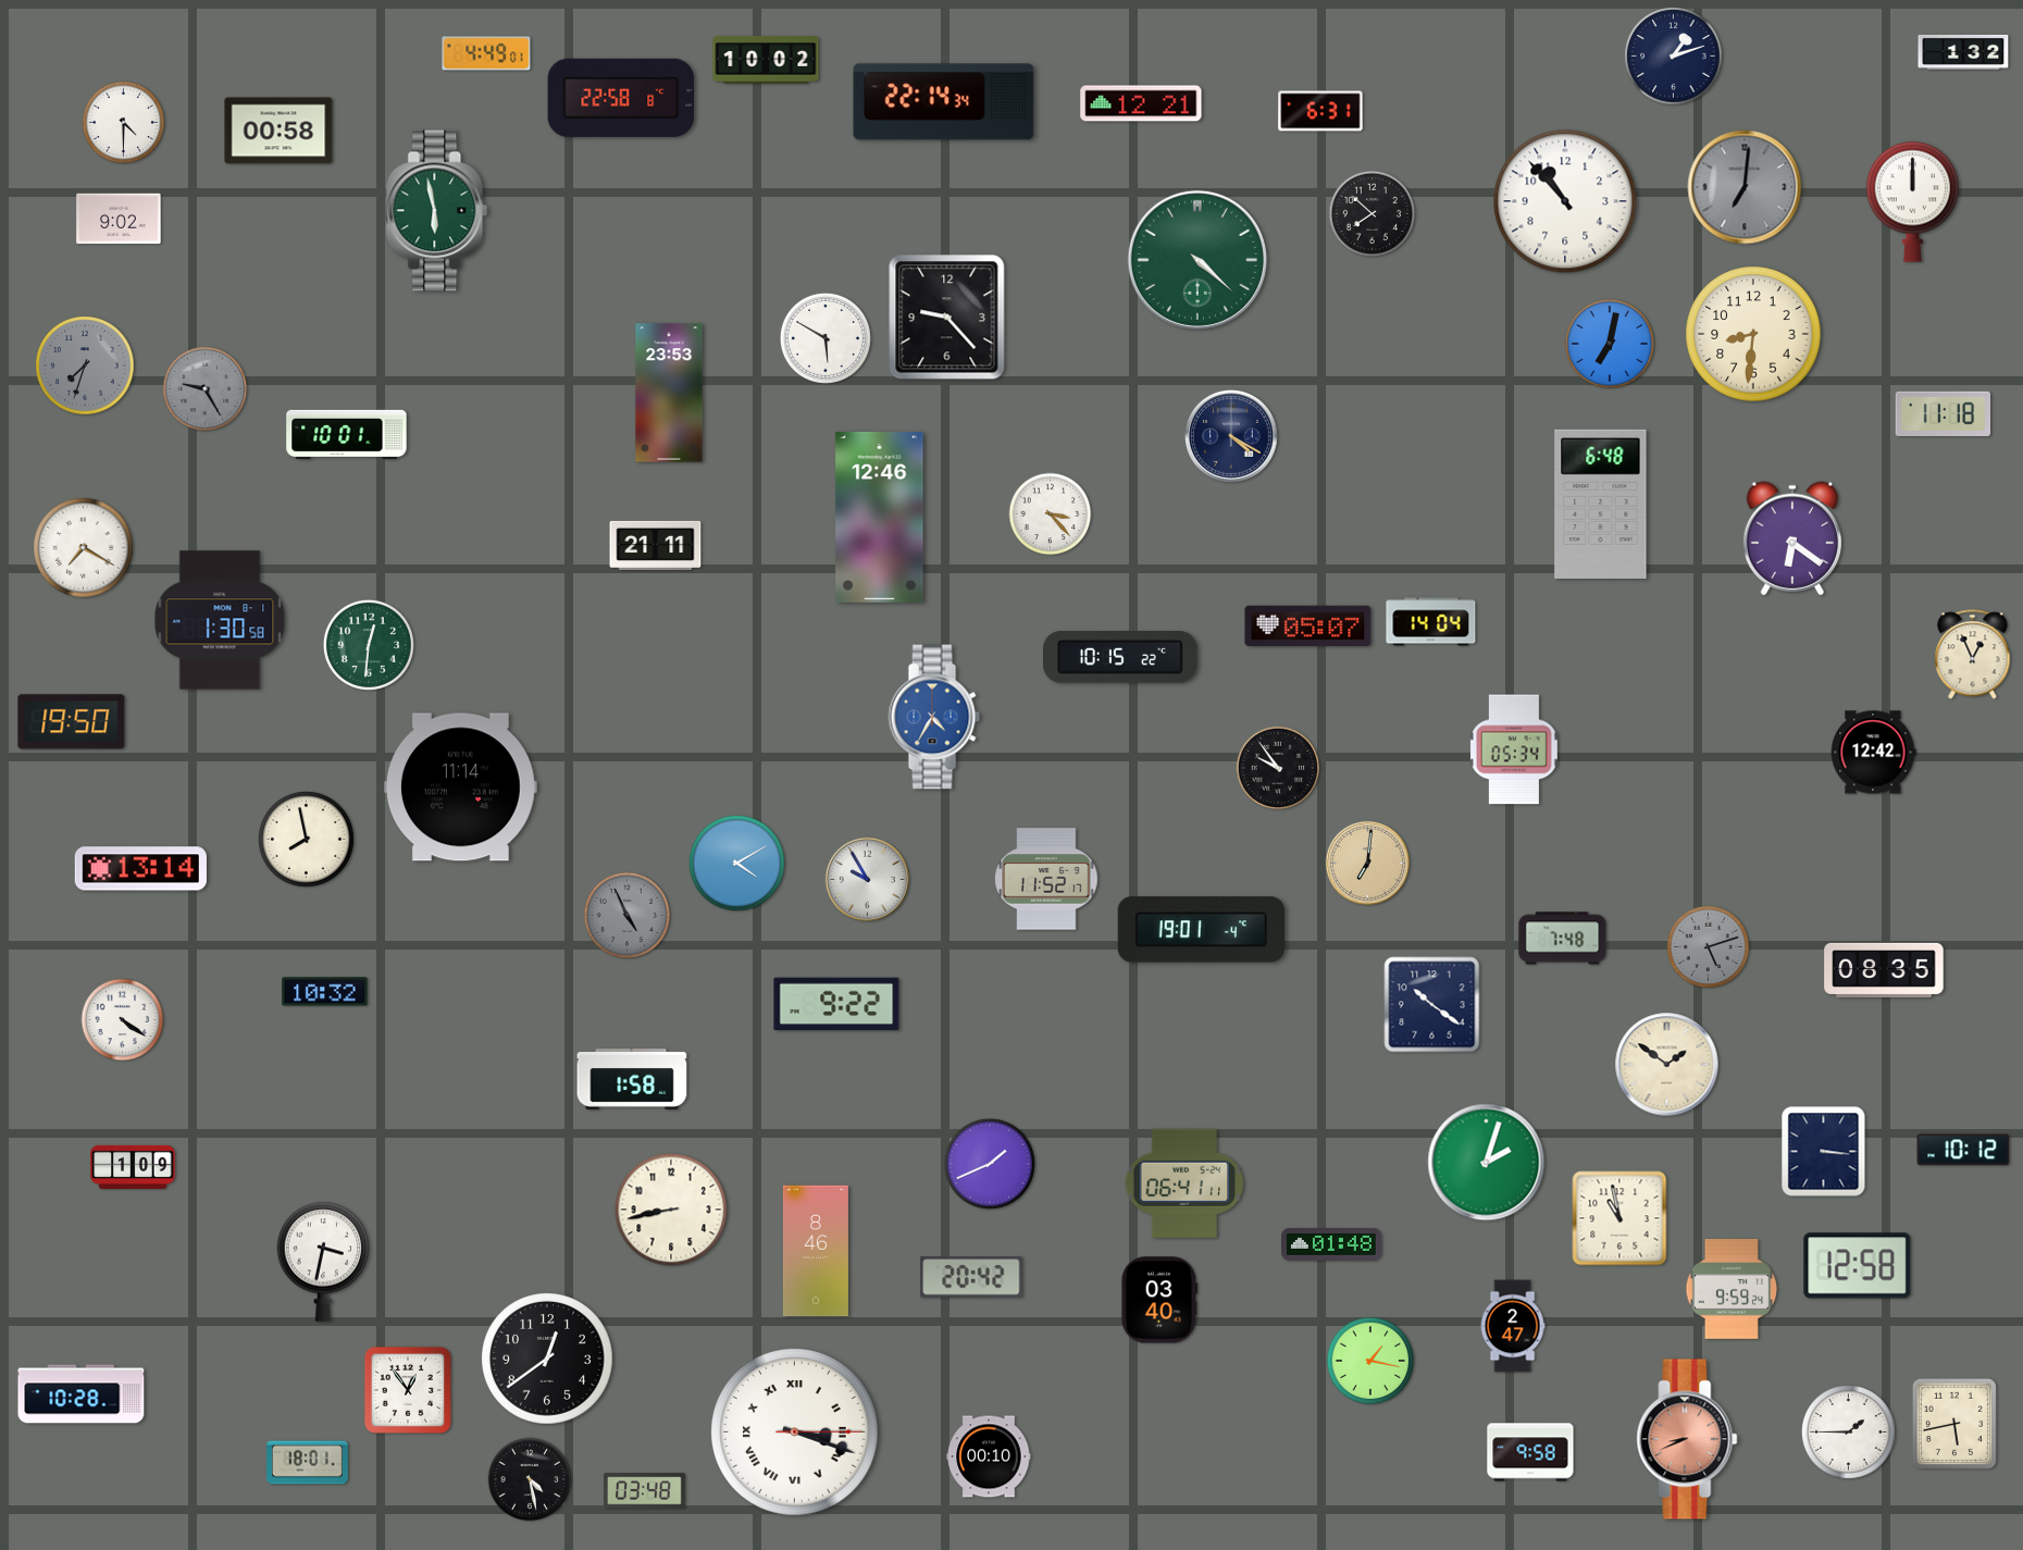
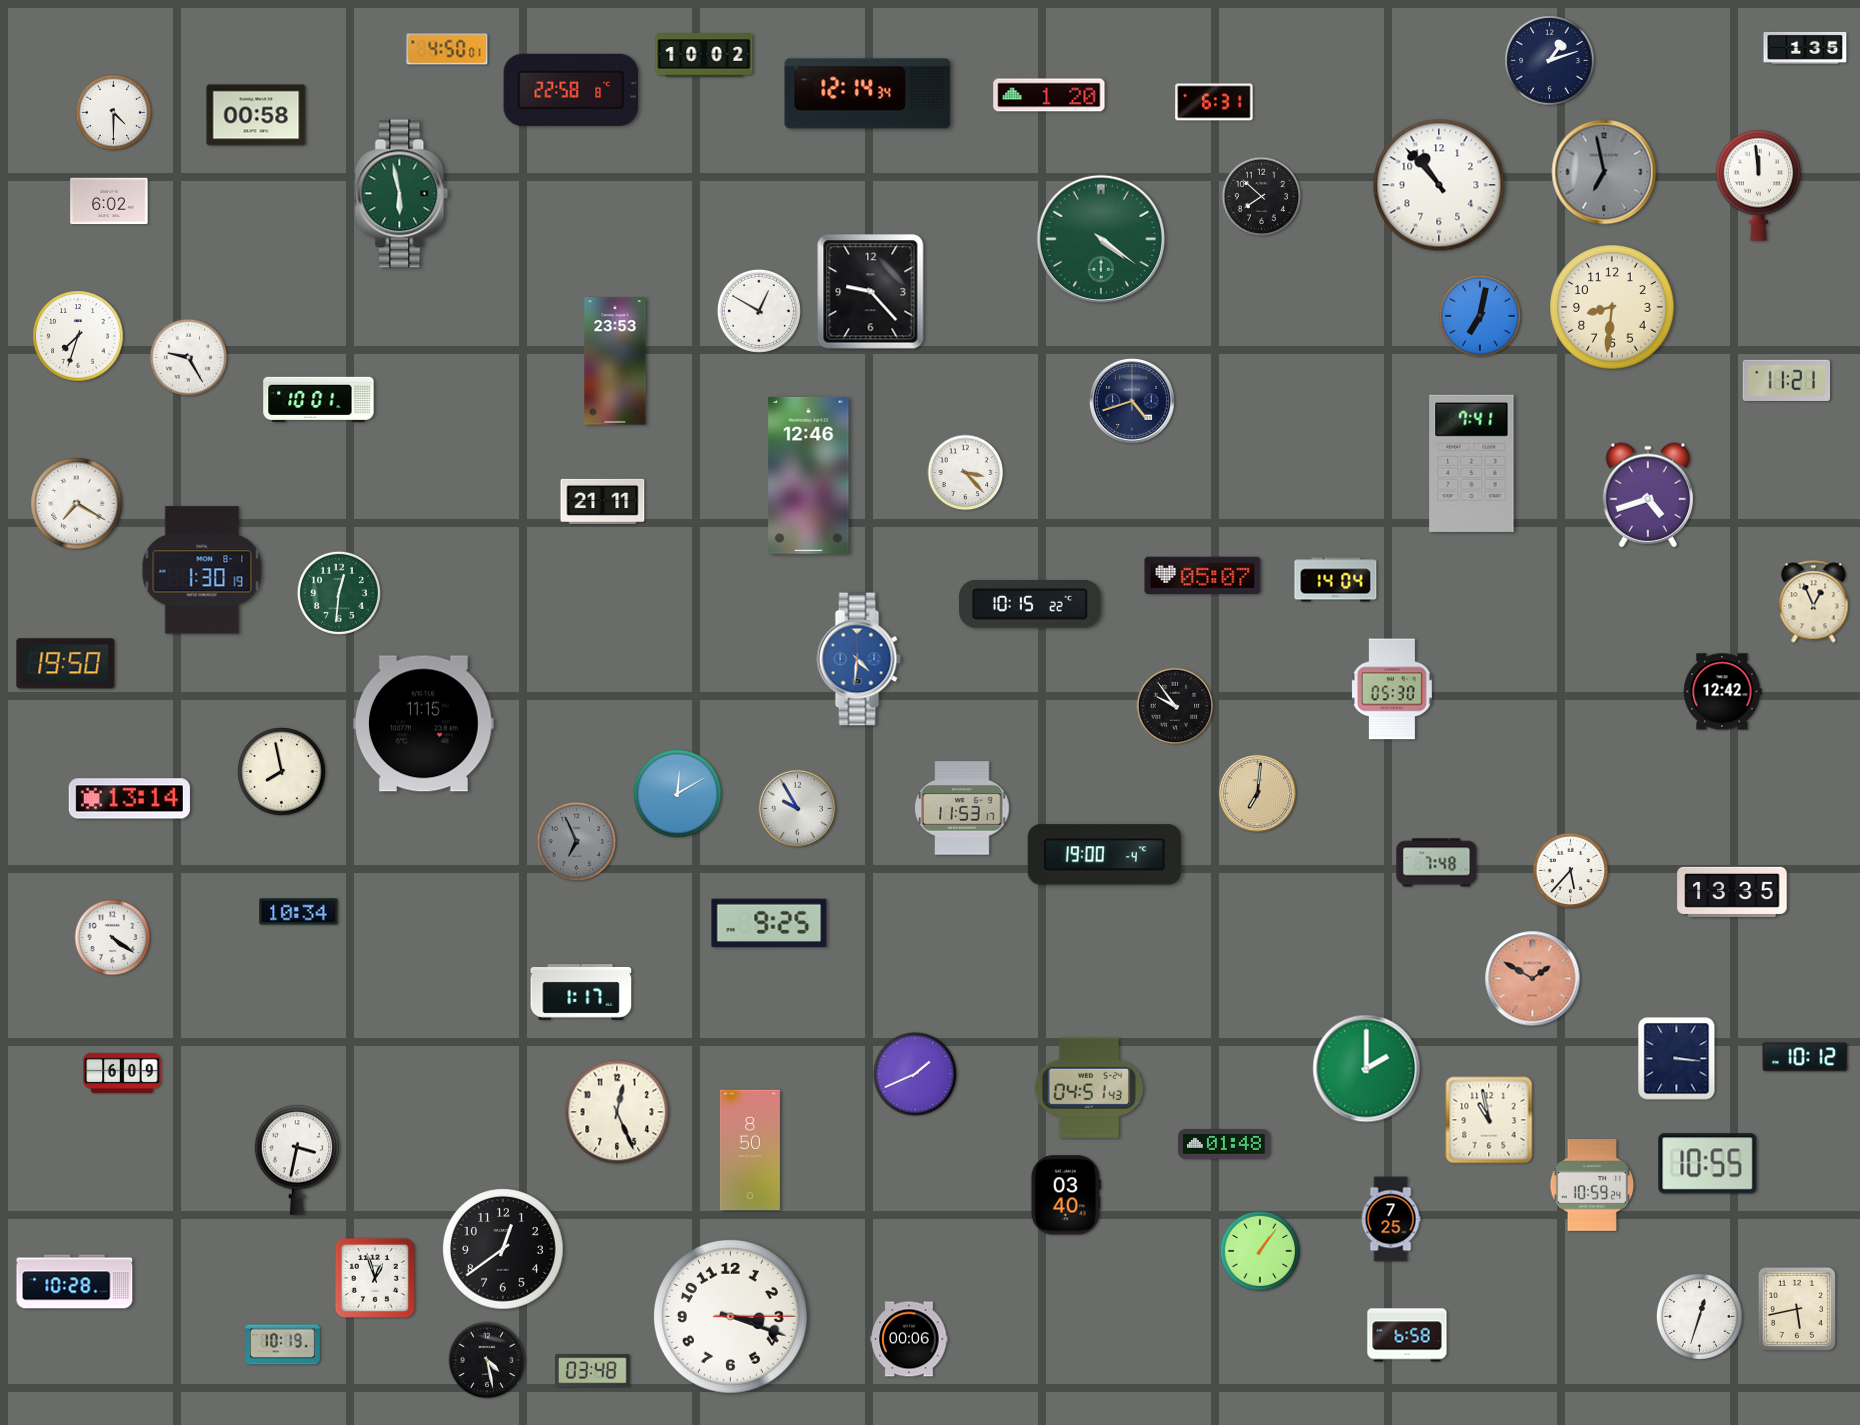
clock at (1963, 52): 1:32 -> 1:35
clock at (486, 53): 4:49 -> 4:50
clock at (1674, 57) position: (1674, 57) -> (1550, 61)
clock at (944, 102): 22:14 -> 12:14
clock at (1141, 103): 12:21 -> 1:20
clock at (278, 131) position: (278, 131) -> (256, 115)
clock at (1745, 187): 7:01 -> 6:58
clock at (1912, 201): 12:00 -> 11:59
clock at (119, 219): 9:02 -> 6:02
clock at (1197, 260): 4:22 -> 4:21
clock at (826, 338): 5:50 -> 12:50
clock at (85, 365) dial: grey -> white
clock at (206, 389) dial: grey -> white
clock at (1944, 413): 11:18 -> 11:21
clock at (1232, 437): 4:20 -> 4:42
clock at (1601, 504): 6:48 -> 7:41
clock at (1792, 538): 6:21 -> 4:42
clock at (220, 620): 1:30:58 -> 1:30:19
clock at (1431, 622) position: (1431, 622) -> (1336, 580)
clock at (934, 717): 4:35 -> 4:31
clock at (1514, 749): 05:34 -> 05:30
clock at (460, 788): 11:14 -> 11:15
clock at (737, 864): 4:10 -> 12:10
clock at (1046, 879): 11:52 -> 11:53
clock at (628, 916): 4:56 -> 6:56
clock at (1201, 930): 19:01 -> 19:00
clock at (1709, 947): 5:12 -> 5:37
clock at (1709, 947) dial: grey -> white
clock at (1884, 970): 08:35 -> 13:35
clock at (325, 992): 10:32 -> 10:34
clock at (836, 1004): 9:22 -> 9:25
clock at (1432, 1005): 10:21 -> none
clock at (1667, 1065): 1:51 -> 1:50
clock at (1667, 1065) dial: cream -> salmon
clock at (632, 1080): 1:58 -> 1:17
clock at (1487, 1163): 2:03 -> 2:00
clock at (990, 1164) position: (990, 1164) -> (915, 1074)
clock at (133, 1167): 1:09 -> 6:09
clock at (1184, 1182): 06:41 -> 04:51
clock at (671, 1210): 8:43 -> 12:26
clock at (816, 1251): 8:46 -> 8:50
clock at (1858, 1266): 12:58 -> 10:55
clock at (971, 1277): 20:42 -> none
clock at (1732, 1289): 9:59 -> 10:59
clock at (1513, 1326): 2:47 -> 7:25
clock at (1370, 1361): 1:17 -> 1:06
clock at (408, 1390): 12:54 -> 12:57
clock at (794, 1431) numerals: Roman -> Arabic
clock at (1849, 1433): 1:45 -> 12:33
clock at (1687, 1439): 8:41 -> none
clock at (1530, 1452): 9:58 -> 6:58
clock at (989, 1456): 00:10 -> 00:06
clock at (308, 1463): 18:01 -> 10:19
